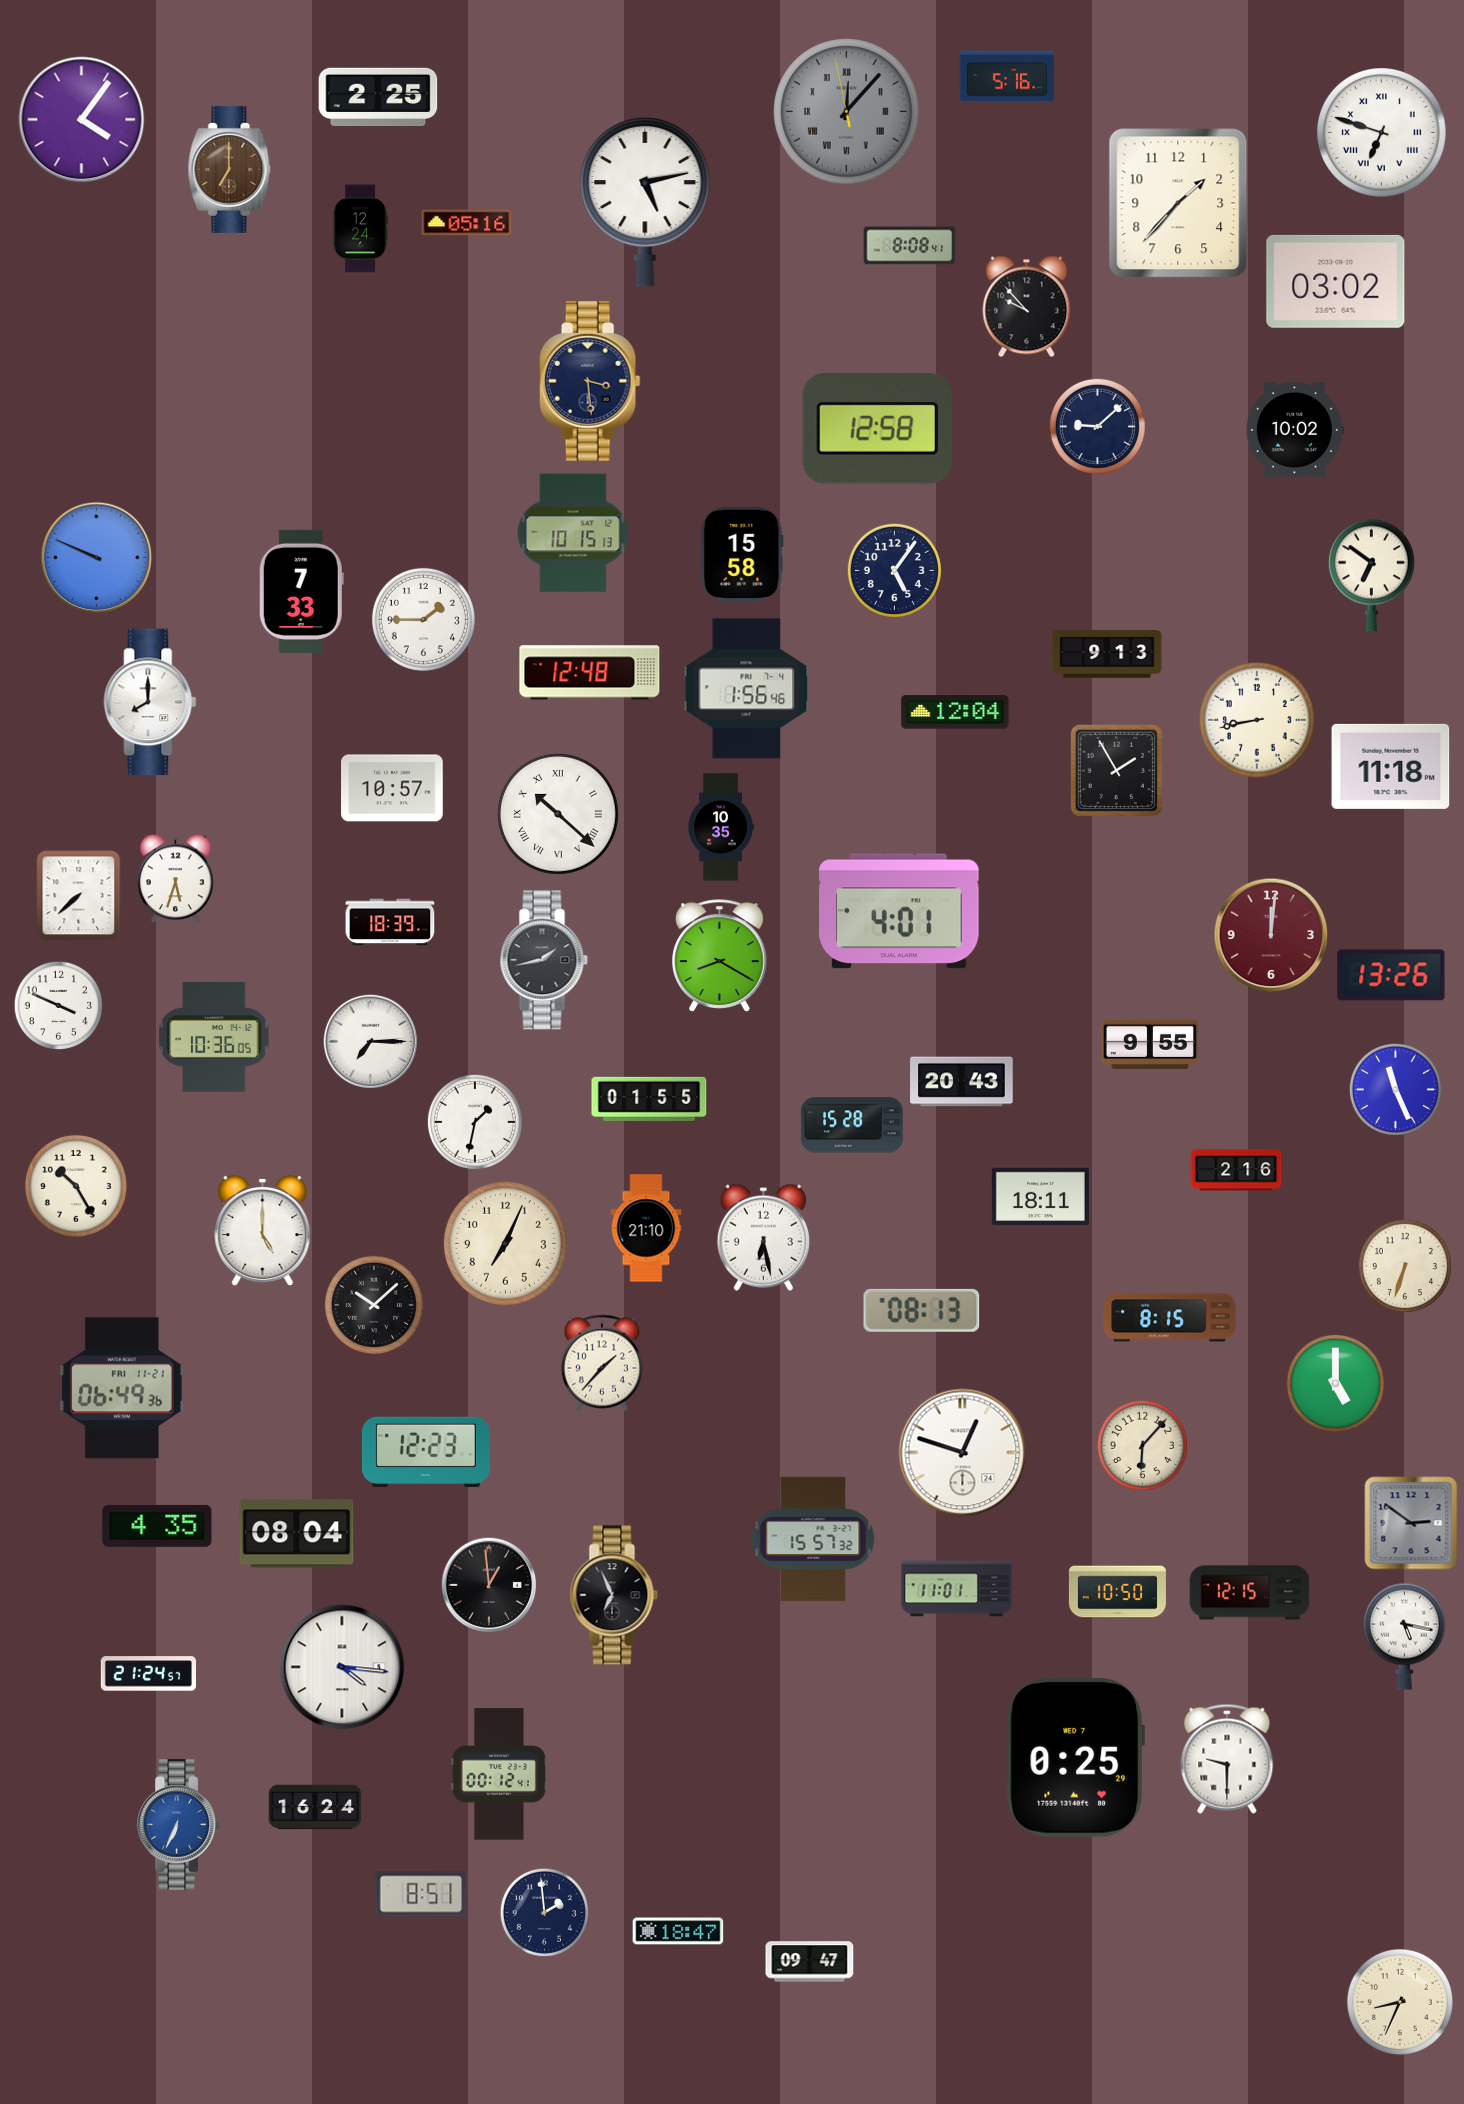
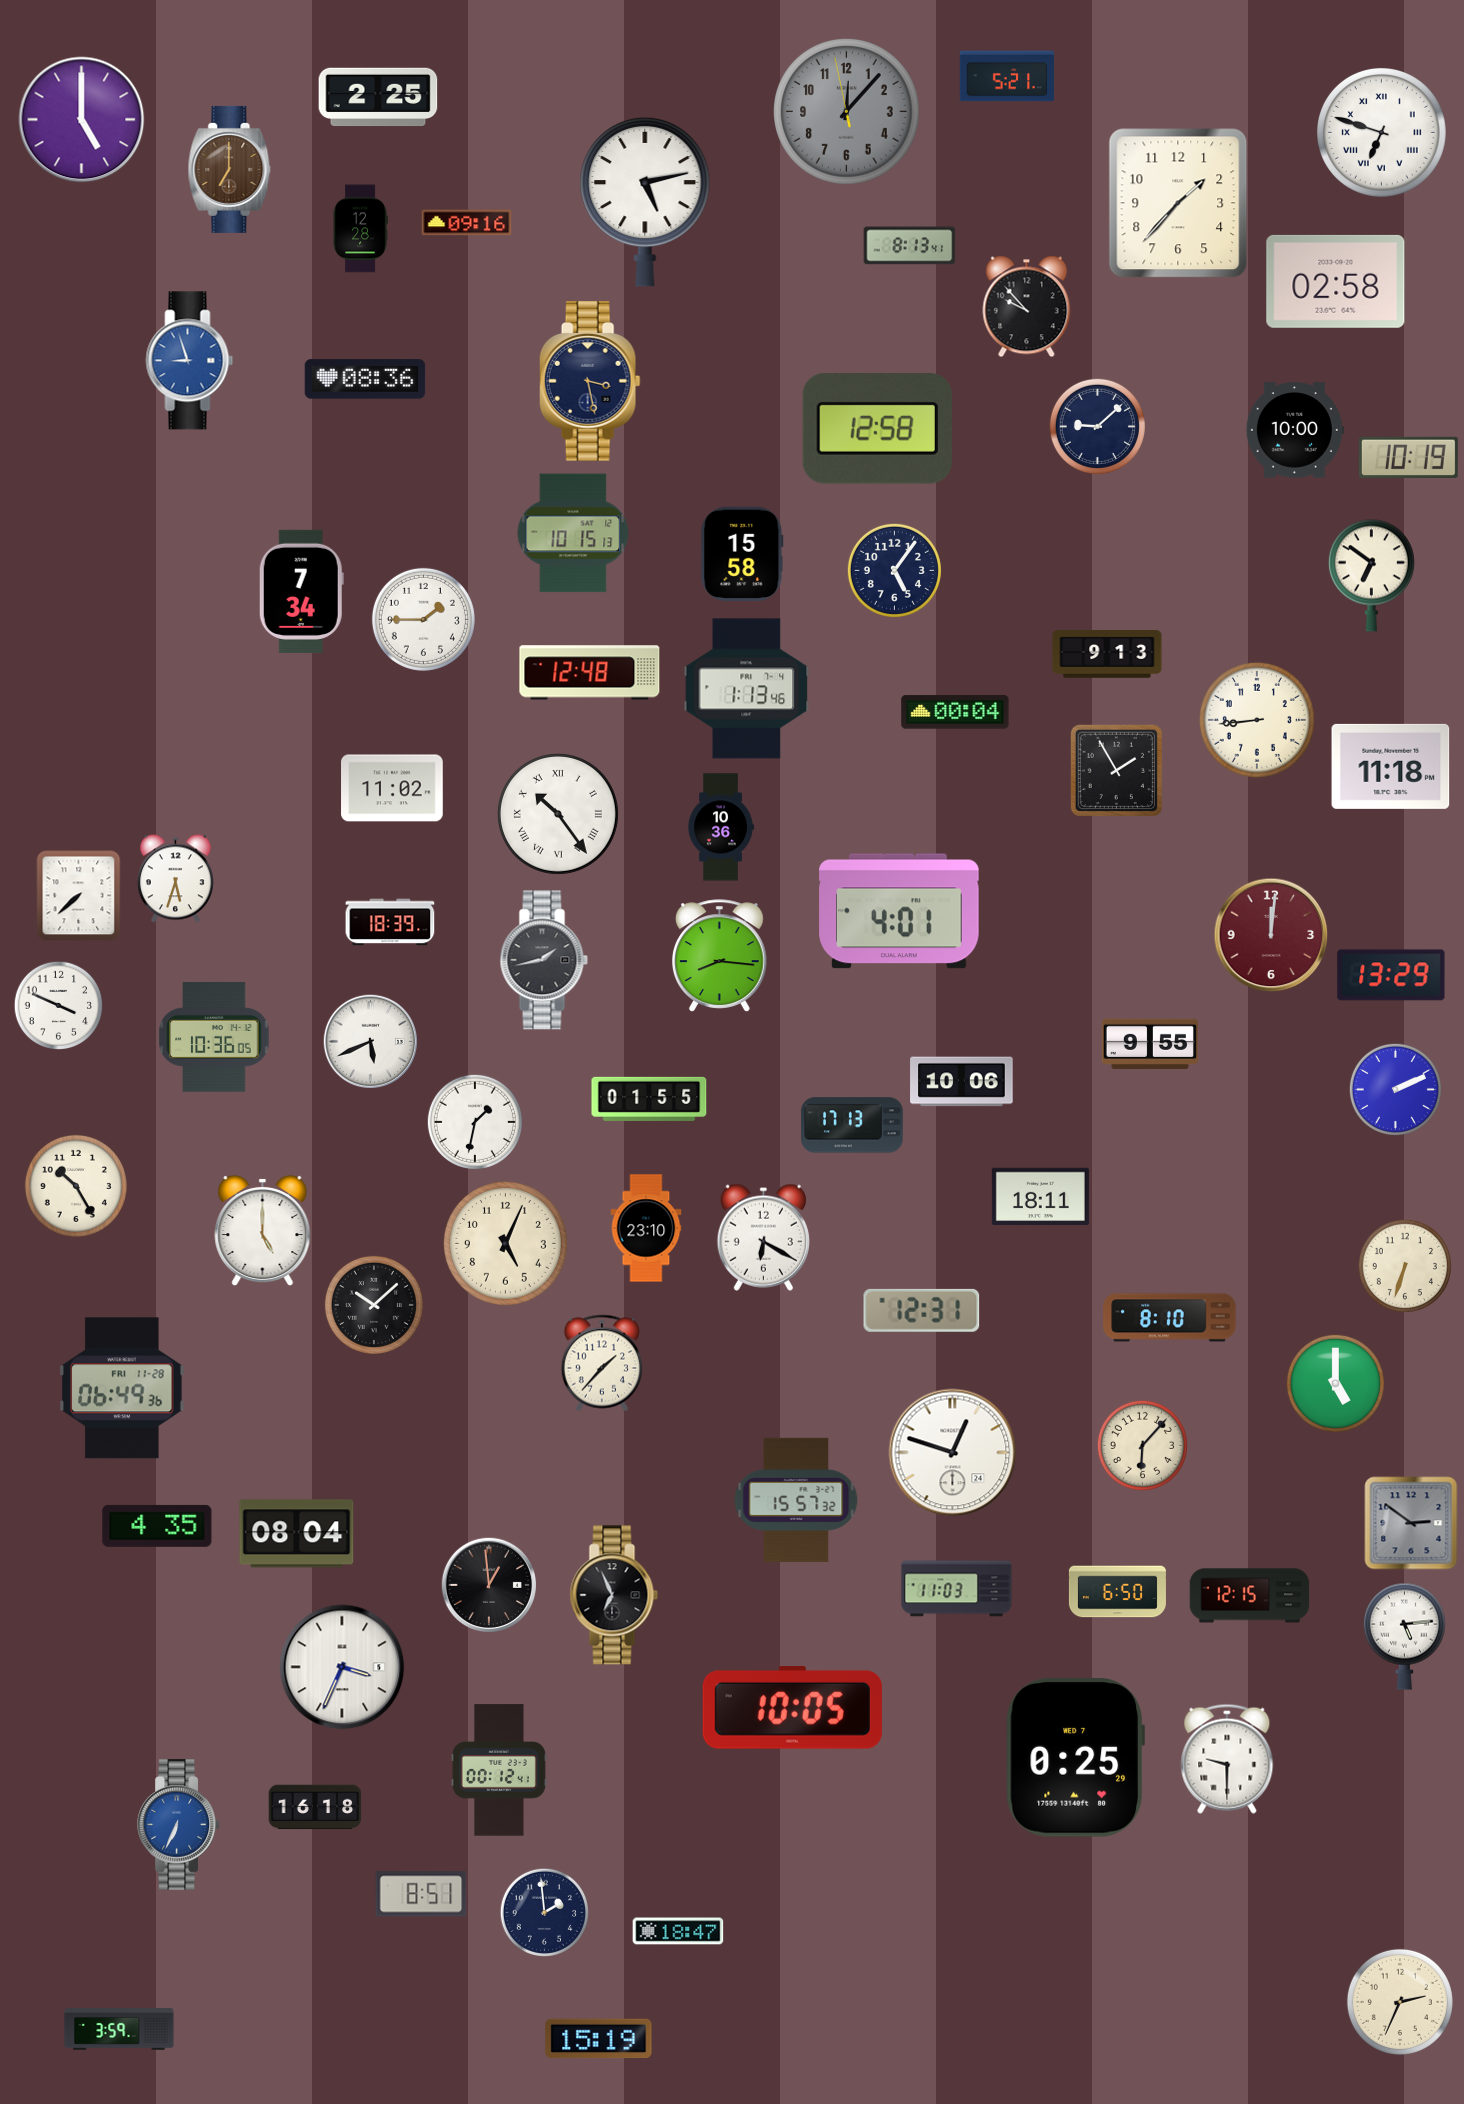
clock at (1007, 76): 5:16 -> 5:21
clock at (847, 112) numerals: Roman -> Arabic
clock at (82, 120): 4:06 -> 5:00
clock at (467, 223): 05:16 -> 09:16
clock at (360, 229): 12:24 -> 12:28
clock at (910, 246): 8:08 -> 8:13
clock at (1336, 281): 03:02 -> 02:58
clock at (190, 361): none -> 8:57
clock at (365, 379): none -> 08:36
clock at (590, 381): 3:29 -> 3:28
clock at (1295, 430): 10:02 -> 10:00
clock at (1408, 457): none -> 10:19
clock at (97, 558): 9:49 -> none
clock at (301, 591): 7:33 -> 7:34
clock at (747, 689): 1:56 -> 1:13
clock at (150, 702): 8:00 -> none
clock at (955, 712): 12:04 -> 00:04
clock at (1257, 720): 8:43 -> 8:44
clock at (392, 788): 10:57 -> 11:02
clock at (558, 814): 10:22 -> 10:24
clock at (721, 827): 10:35 -> 10:36
clock at (720, 956): 8:20 -> 8:16
clock at (1391, 975): 13:26 -> 13:29
clock at (370, 1041): 7:15 -> 5:41
clock at (962, 1082): 20:43 -> 10:06
clock at (1395, 1089): 11:26 -> 2:11
clock at (852, 1125): 15:28 -> 17:13
clock at (1236, 1170): 2:16 -> none
clock at (646, 1228): 21:10 -> 23:10
clock at (763, 1237): 6:28 -> 6:20
clock at (505, 1243): 7:04 -> 5:04
clock at (922, 1310): 08:13 -> 12:31
clock at (1170, 1318): 8:15 -> 8:10
clock at (122, 1388) date: FRI 11-21 -> FRI 11-28
clock at (426, 1451): 12:23 -> none
clock at (963, 1453) position: (963, 1453) -> (953, 1453)
clock at (813, 1539) position: (813, 1539) -> (796, 1500)
clock at (957, 1589): 11:01 -> 11:03
clock at (1117, 1592): 10:50 -> 6:50
clock at (1250, 1593) position: (1250, 1593) -> (1250, 1596)
clock at (1404, 1636): 5:17 -> 5:14
clock at (342, 1667): 4:16 -> 3:34
clock at (148, 1674): 21:24 -> none
clock at (792, 1707): none -> 10:05
clock at (499, 1774) position: (499, 1774) -> (499, 1770)
clock at (315, 1807): 16:24 -> 16:18
clock at (810, 1962): 09:47 -> none
clock at (1400, 2002): 8:34 -> 2:34
clock at (119, 2029): none -> 3:59
clock at (599, 2039): none -> 15:19
